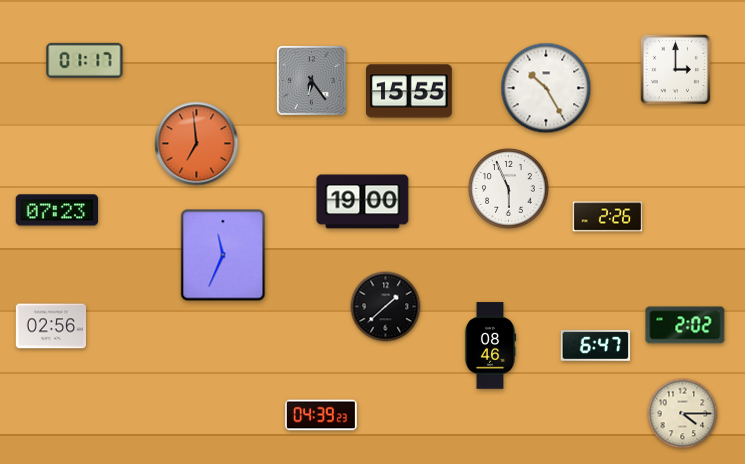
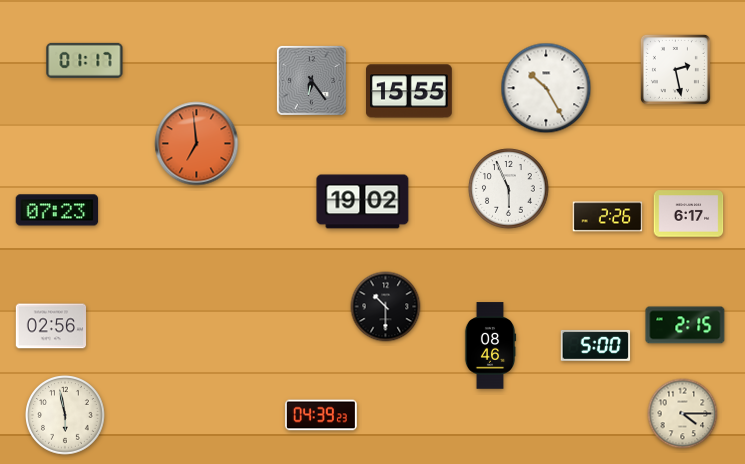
clock at (675, 69): 3:00 -> 2:28
clock at (363, 202): 19:00 -> 19:02
clock at (689, 214): none -> 6:17
clock at (223, 255): 11:34 -> none
clock at (386, 307): 1:38 -> 10:30
clock at (685, 325): 2:02 -> 2:15
clock at (596, 345): 6:47 -> 5:00
clock at (65, 415): none -> 5:58
